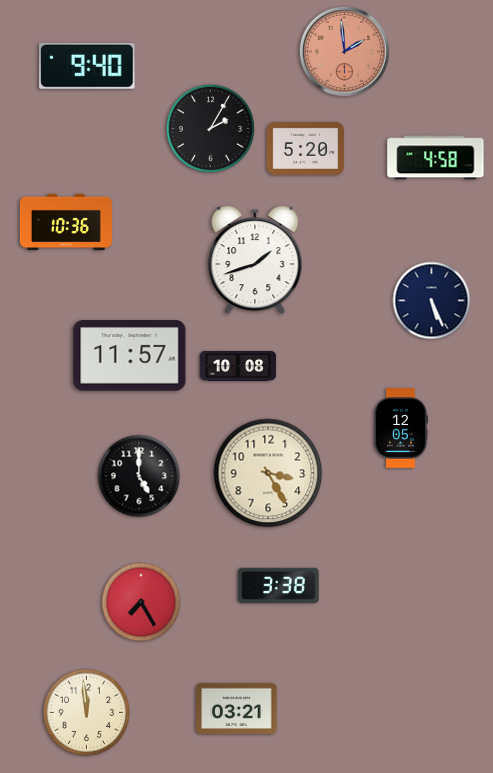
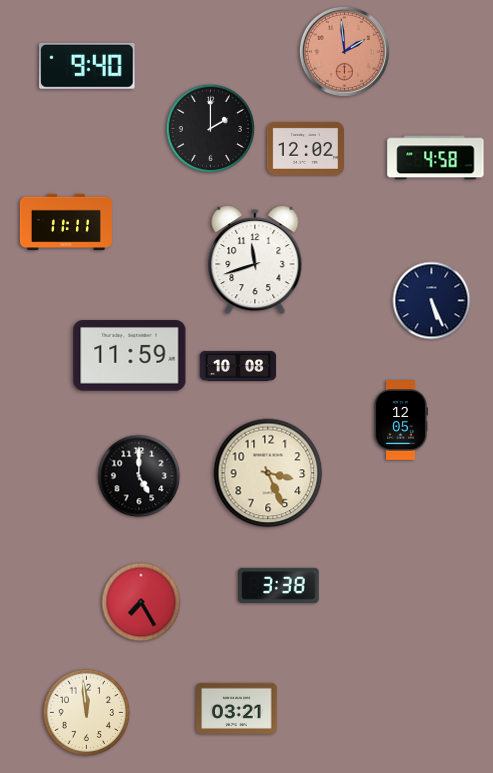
clock at (210, 128): 2:05 -> 2:00
clock at (305, 148): 5:20 -> 12:02
clock at (66, 222): 10:36 -> 11:11
clock at (255, 261): 1:42 -> 11:42
clock at (130, 356): 11:57 -> 11:59
clock at (401, 428) position: (401, 428) -> (401, 420)
clock at (268, 473): 3:25 -> 3:26
